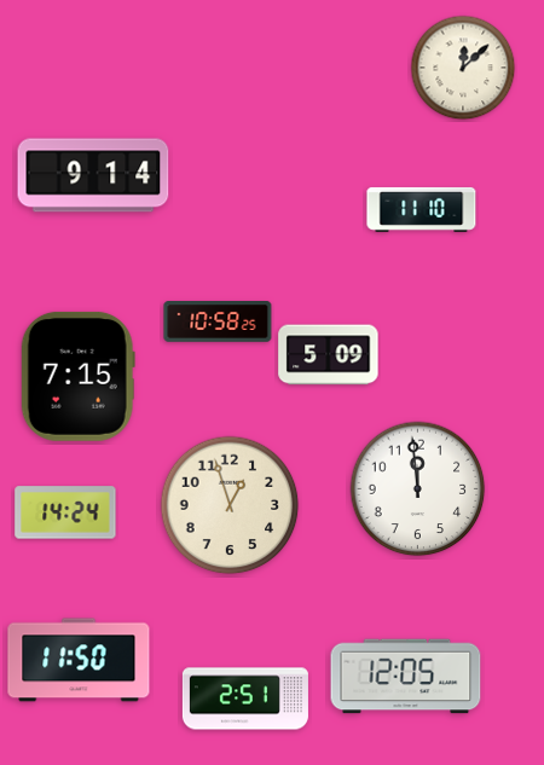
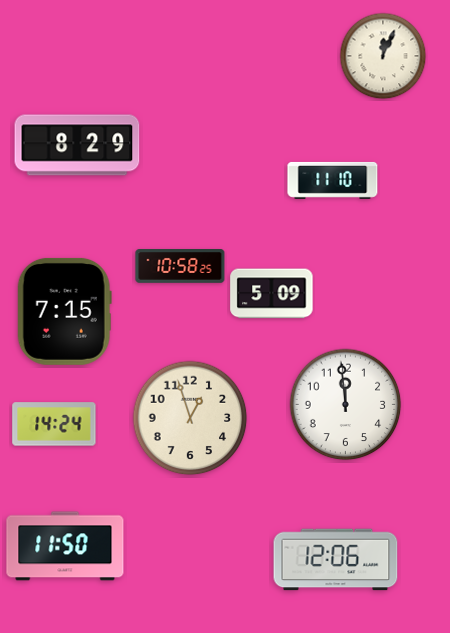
clock at (463, 68): 12:08 -> 12:04
clock at (93, 175): 9:14 -> 8:29
clock at (422, 209) position: (422, 209) -> (333, 180)
clock at (406, 677): 12:05 -> 12:06
clock at (245, 699): 2:51 -> none
